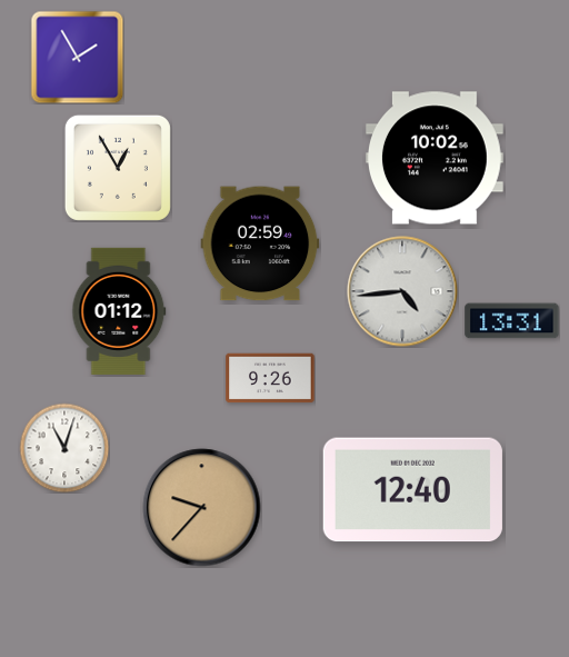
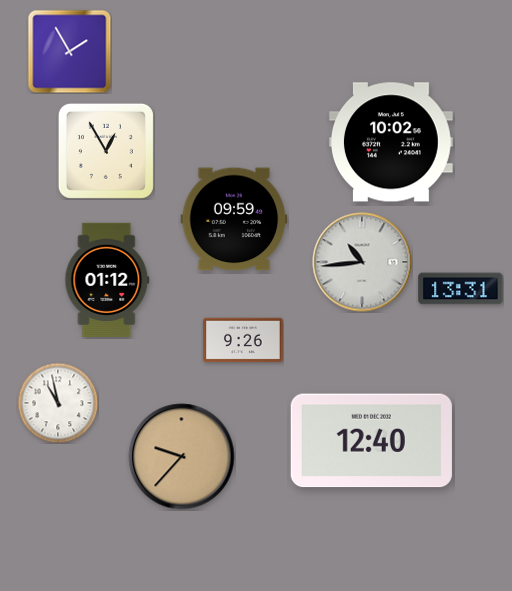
clock at (260, 243): 02:59 -> 09:59
clock at (402, 291): 4:44 -> 10:44
clock at (64, 448): 11:03 -> 10:58
